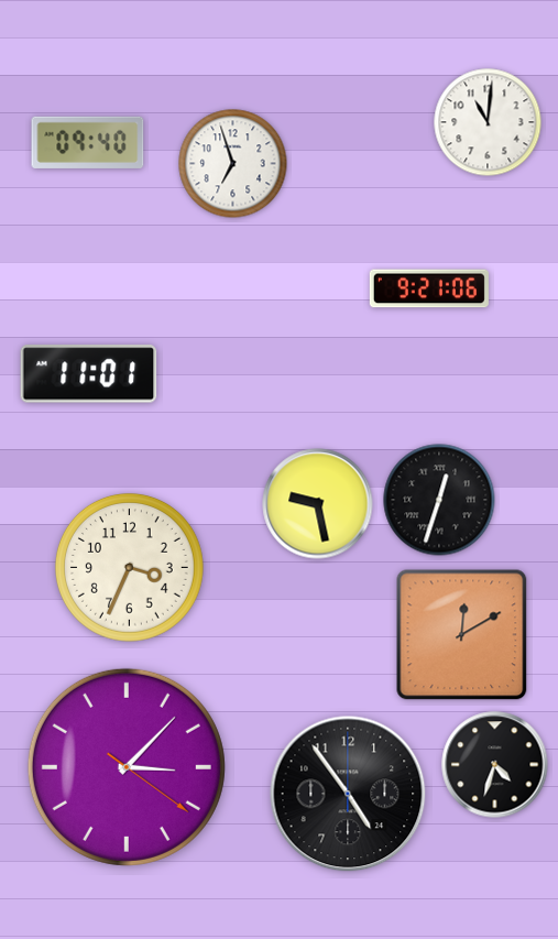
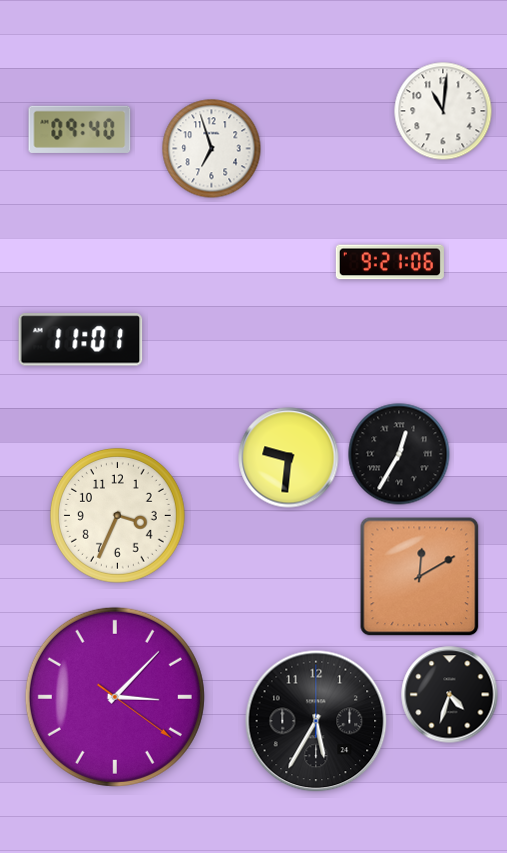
clock at (439, 500): 12:33 -> 12:35
clock at (318, 504): 9:28 -> 9:31
clock at (348, 794): 4:54 -> 5:35
